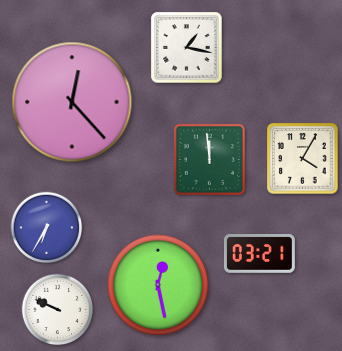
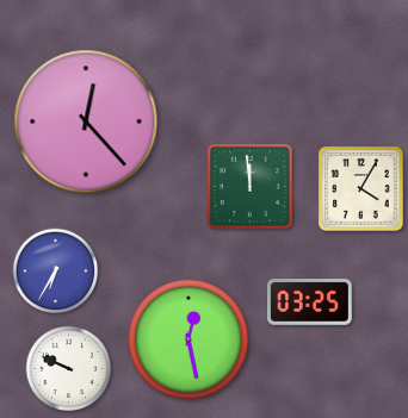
clock at (187, 48): 1:17 -> none
clock at (209, 159) position: (209, 159) -> (249, 186)
clock at (259, 254): 03:21 -> 03:25
